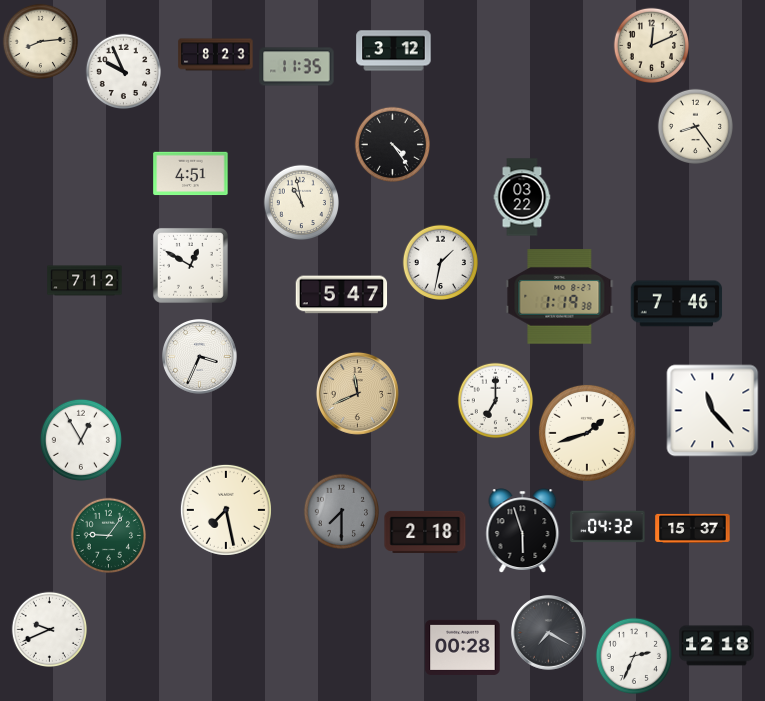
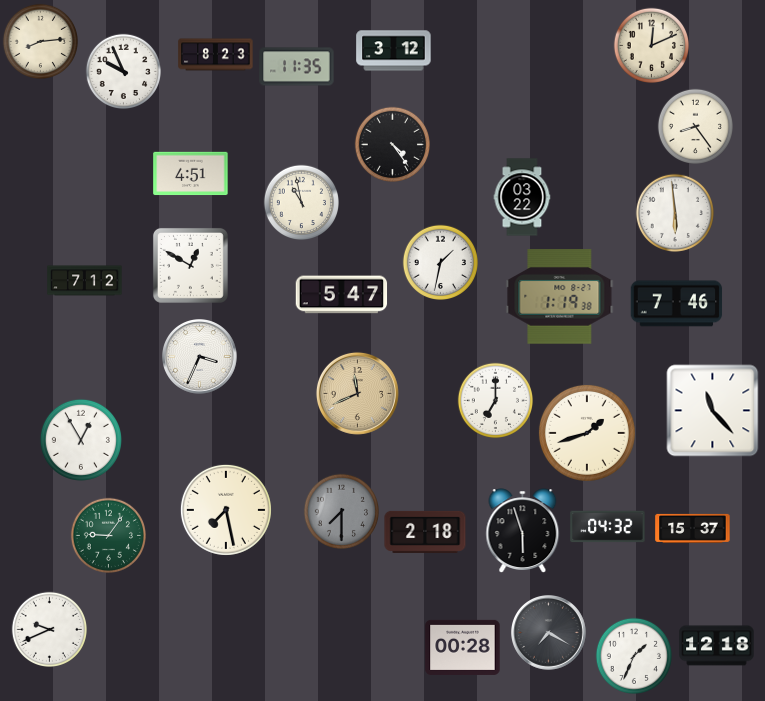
clock at (675, 213): none -> 5:59
clock at (633, 655): 2:34 -> 1:34
